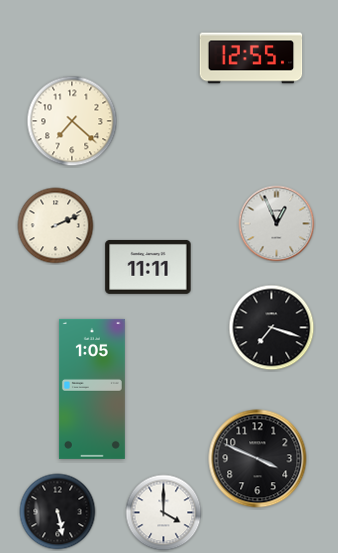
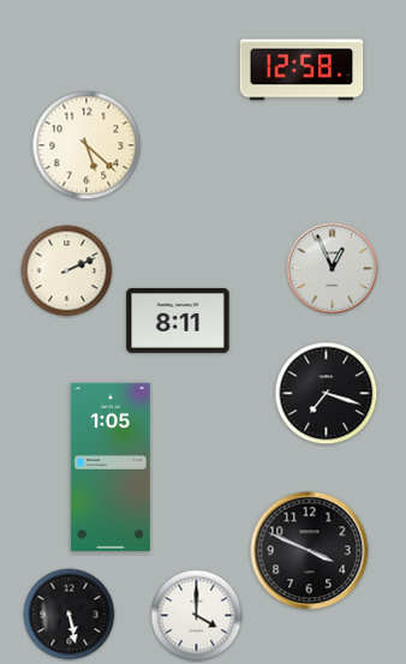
clock at (251, 58): 12:55 -> 12:58
clock at (72, 121): 7:22 -> 5:22
clock at (148, 267): 11:11 -> 8:11
